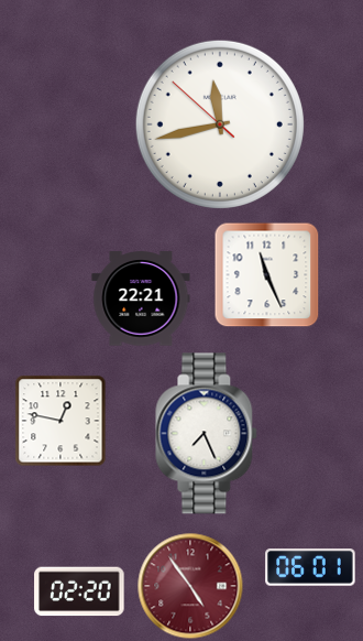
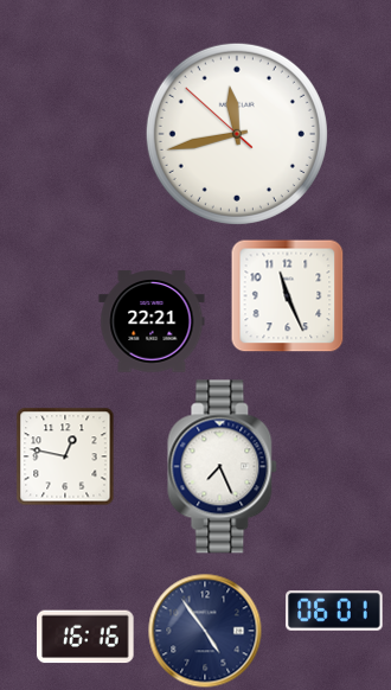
clock at (61, 421) position: (61, 421) -> (65, 456)
clock at (190, 586) dial: burgundy -> navy
clock at (79, 591): 02:20 -> 16:16
